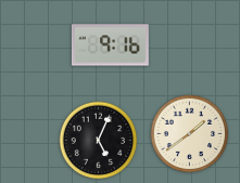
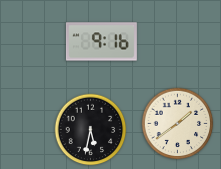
clock at (190, 134) position: (190, 134) -> (178, 124)
clock at (99, 141): 5:04 -> 5:32
